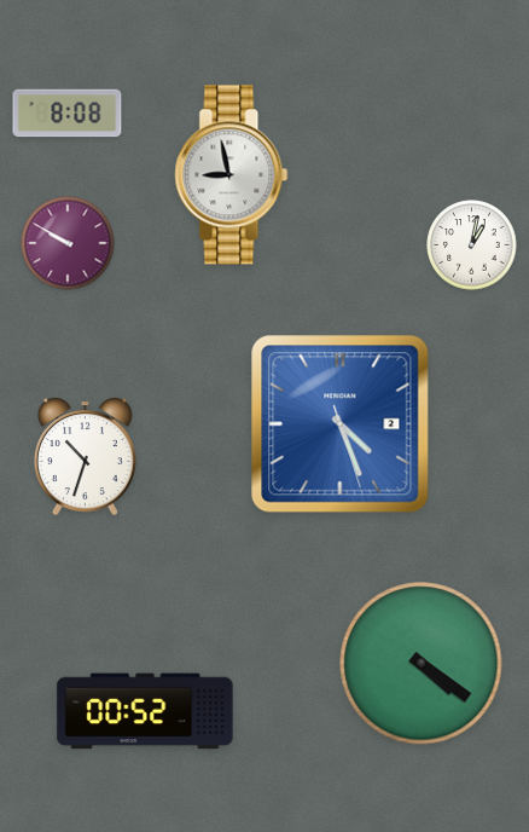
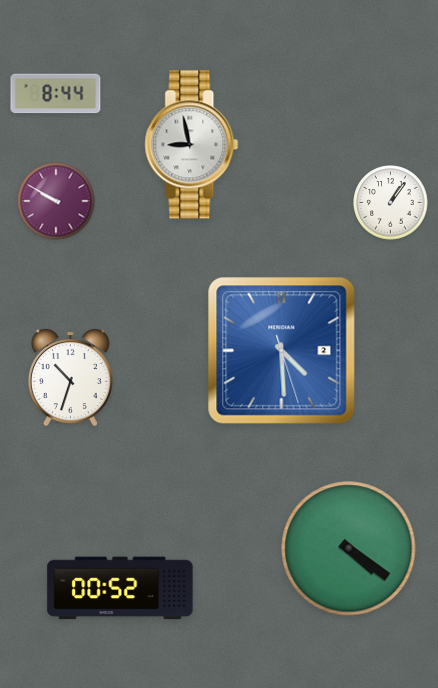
clock at (68, 114): 8:08 -> 8:44
clock at (472, 245): 1:02 -> 1:06
clock at (341, 424): 4:26 -> 4:29
